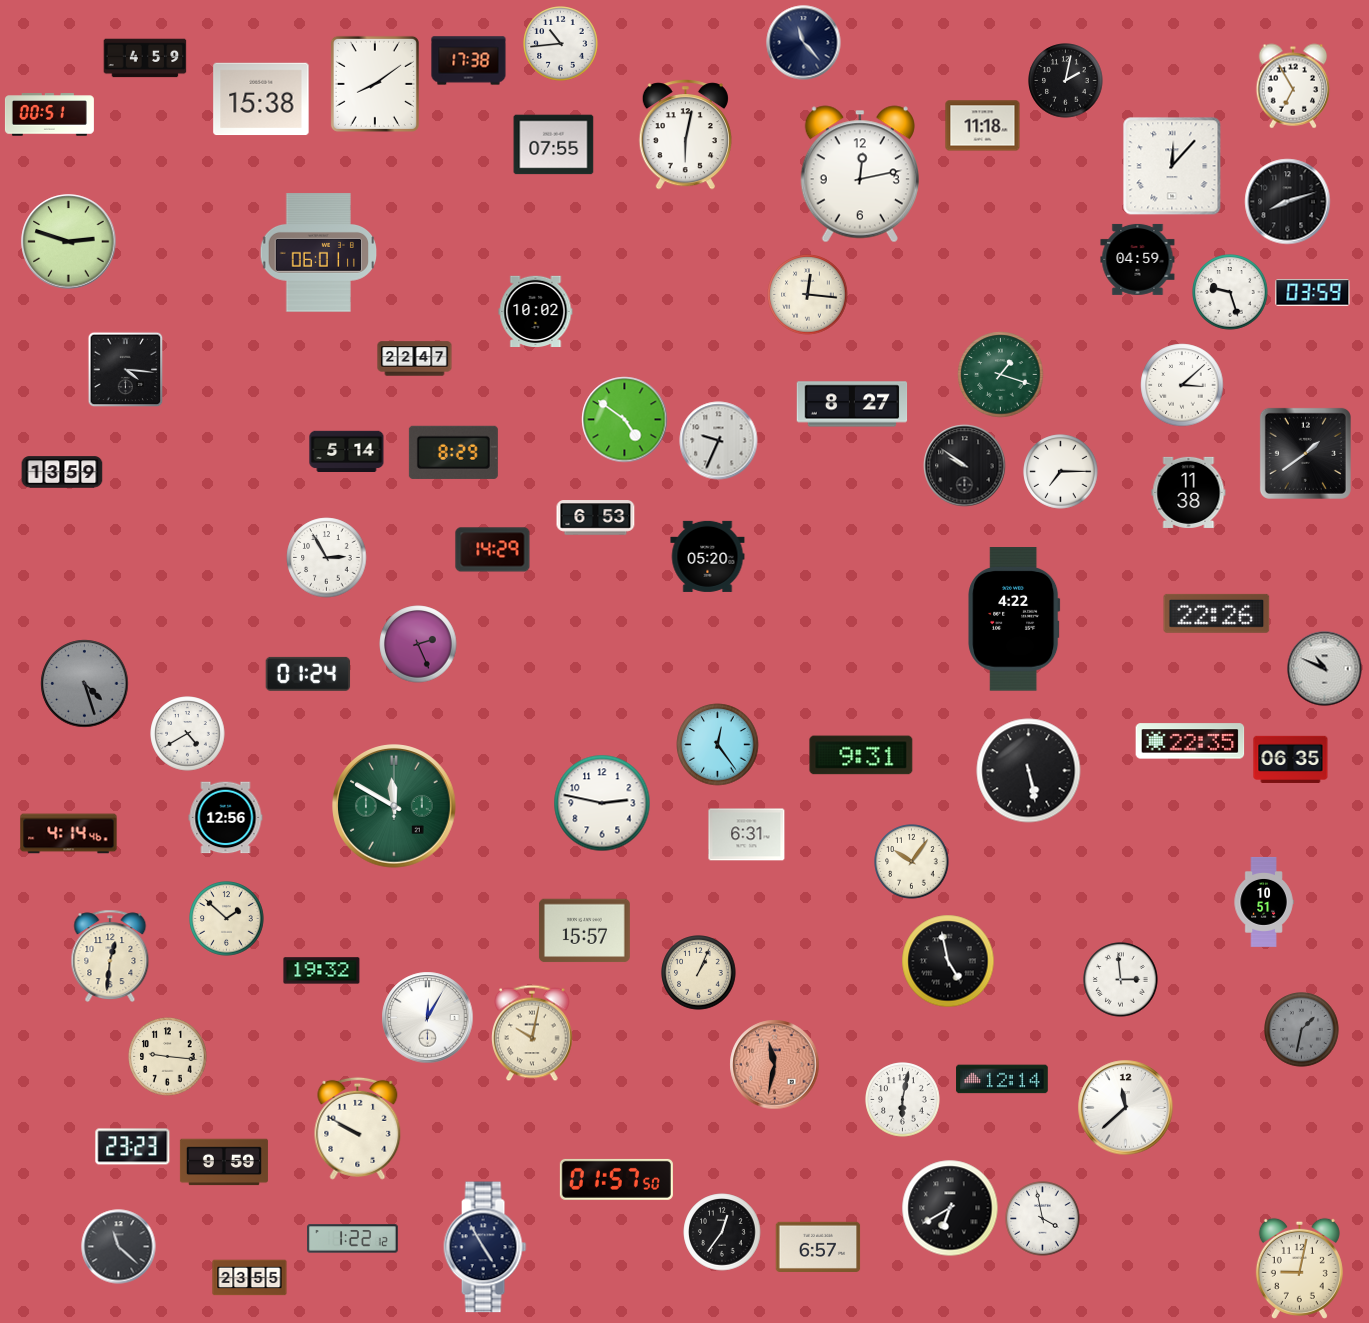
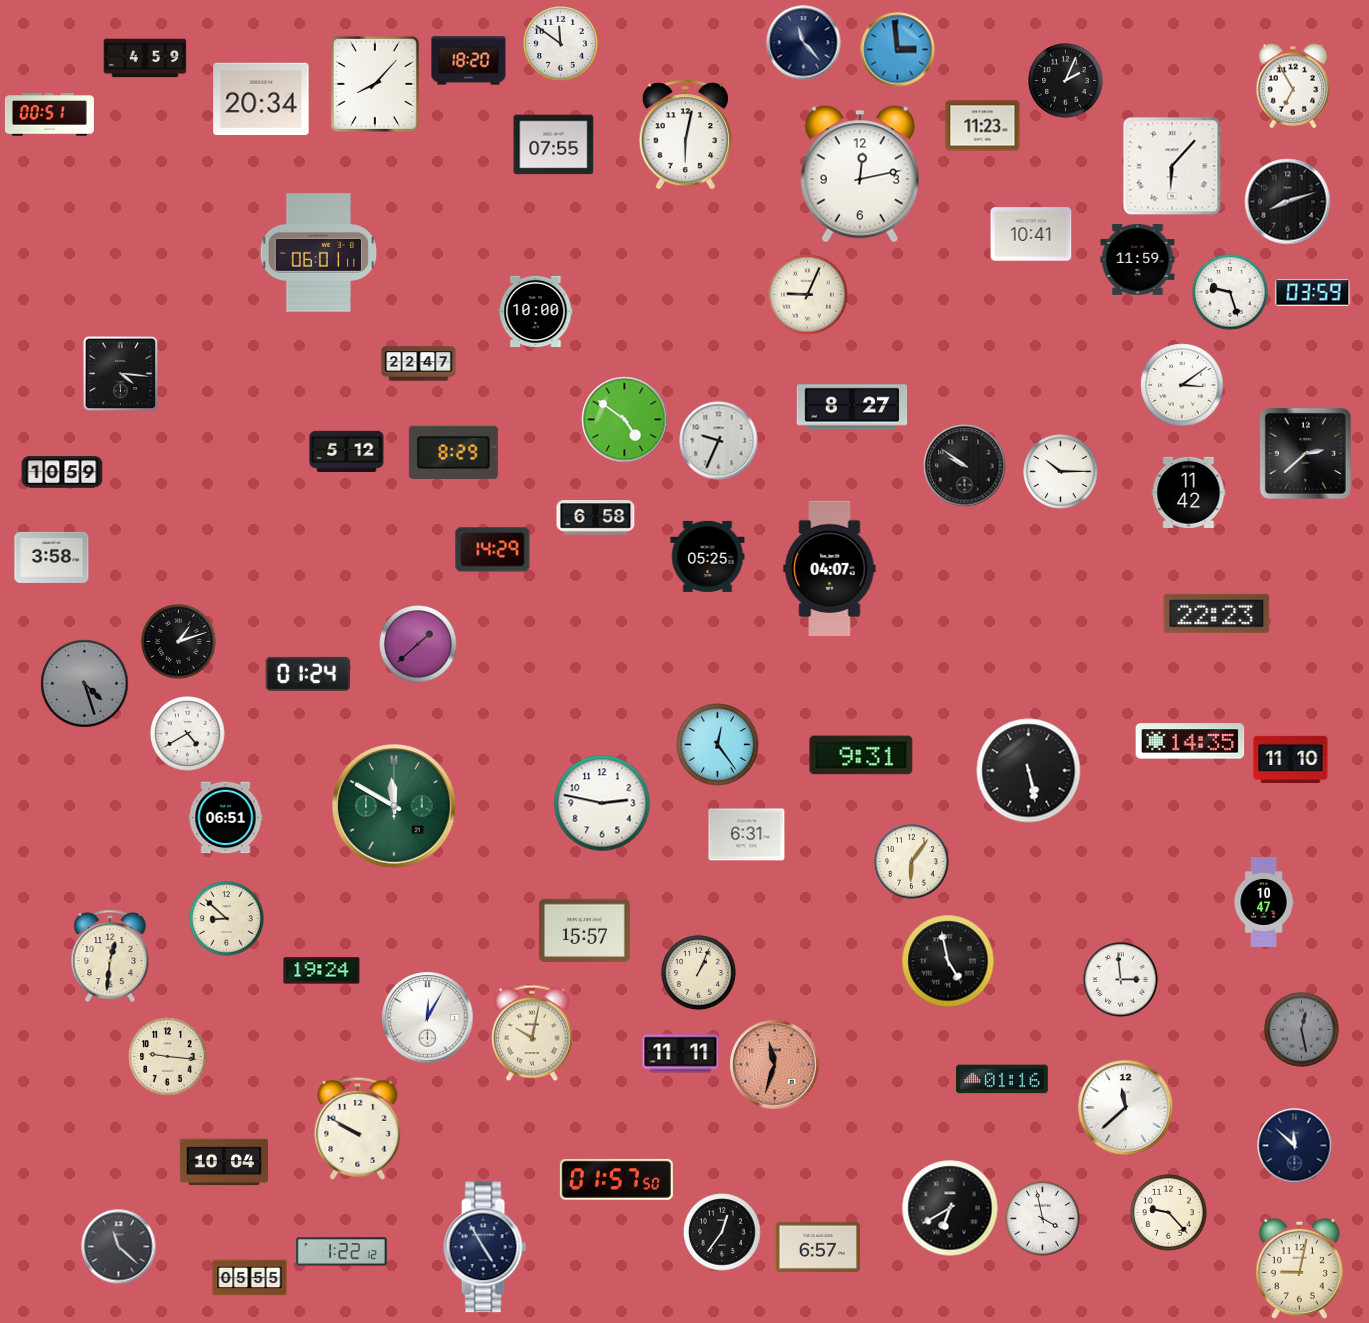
clock at (561, 44): 10:44 -> 11:51
clock at (898, 50): none -> 2:59
clock at (469, 61): 17:38 -> 18:20
clock at (1066, 81): 2:02 -> 2:04
clock at (375, 84): 8:09 -> 8:07
clock at (261, 99): 15:38 -> 20:34
clock at (983, 126): 11:18 -> 11:23
clock at (1172, 166): 12:07 -> 6:07
clock at (1031, 234): none -> 10:41
clock at (69, 242): 2:48 -> none
clock at (1138, 259): 04:59 -> 11:59
clock at (808, 295): 12:16 -> 9:04
clock at (536, 311): 10:02 -> 10:00
clock at (415, 359) position: (415, 359) -> (419, 364)
clock at (126, 370) position: (126, 370) -> (121, 374)
clock at (1001, 375): 1:18 -> none
clock at (1182, 385): 3:08 -> 3:09
clock at (852, 404) position: (852, 404) -> (852, 407)
clock at (347, 451): 5:14 -> 5:12
clock at (1305, 453): 1:39 -> 2:38
clock at (62, 472): 13:59 -> 10:59
clock at (1061, 472): 7:15 -> 10:15
clock at (1189, 492): 11:38 -> 11:42
clock at (596, 518): 6:53 -> 6:58
clock at (708, 556): 05:20 -> 05:25
clock at (52, 557): none -> 3:58
clock at (327, 558): 2:55 -> none
clock at (830, 569): none -> 04:07
clock at (1217, 613): 22:26 -> 22:23
clock at (1014, 619): 4:22 -> none
clock at (179, 642): none -> 1:12
clock at (418, 644): 2:26 -> 1:38
clock at (1325, 669): 10:49 -> none
clock at (1190, 741): 22:35 -> 14:35
clock at (1291, 759): 06:35 -> 11:10
clock at (226, 818): 12:56 -> 06:51
clock at (69, 834): 4:14 -> none
clock at (912, 862): 10:06 -> 6:06
clock at (1264, 902): 10:51 -> 10:47
clock at (227, 919): 1:52 -> 8:52
clock at (322, 971): 19:32 -> 19:24
clock at (1302, 1030): 1:32 -> 12:28
clock at (681, 1054): none -> 11:11
clock at (775, 1065): 11:32 -> 11:33
clock at (1002, 1079): 12:14 -> 01:16
clock at (903, 1100): 6:02 -> none
clock at (1295, 1146): none -> 11:52
clock at (133, 1147): 23:23 -> none
clock at (224, 1162): 9:59 -> 10:04
clock at (1169, 1213): none -> 9:23
clock at (353, 1239) position: (353, 1239) -> (342, 1252)
clock at (250, 1278): 23:55 -> 05:55
